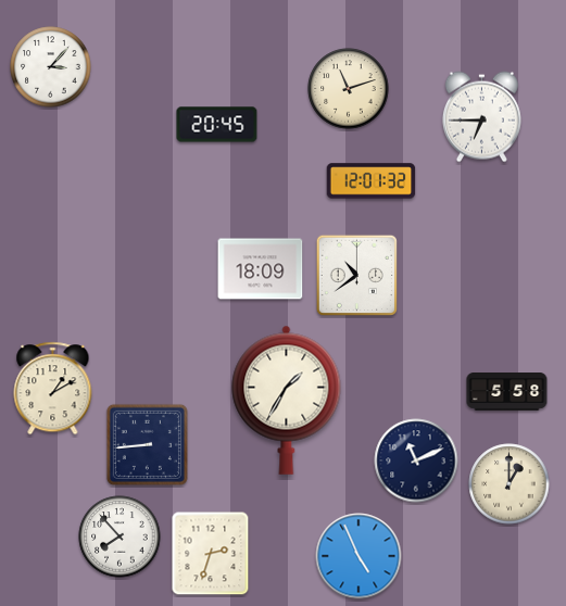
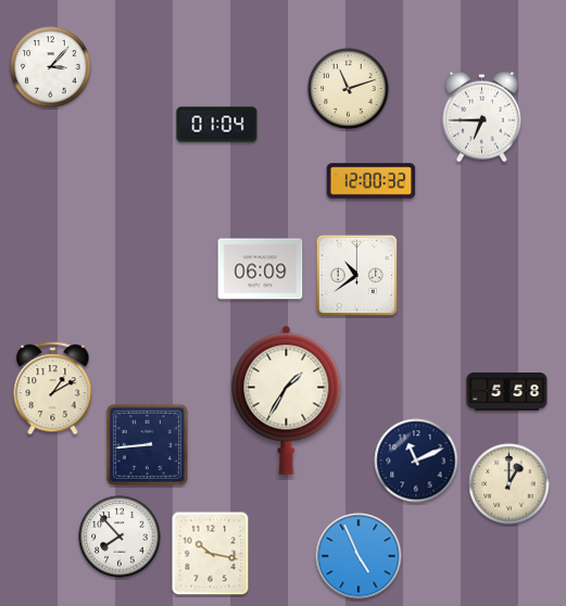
clock at (217, 125): 20:45 -> 01:04
clock at (372, 181): 12:01 -> 12:00
clock at (261, 269): 18:09 -> 06:09
clock at (211, 554): 2:33 -> 10:17
